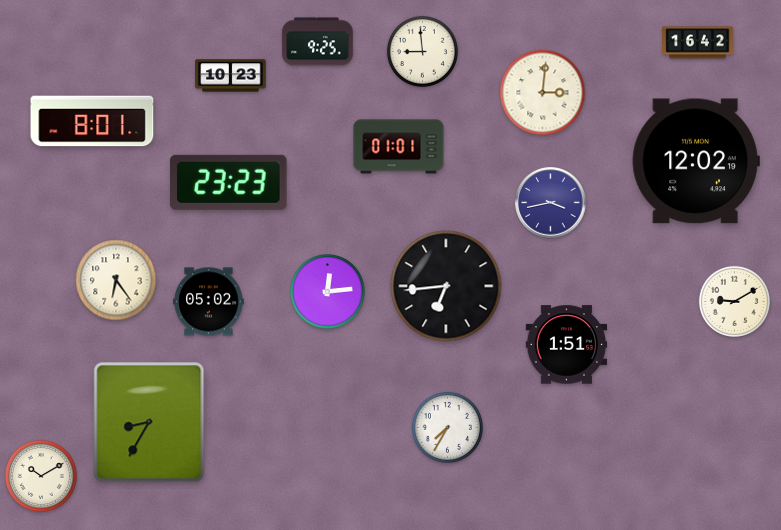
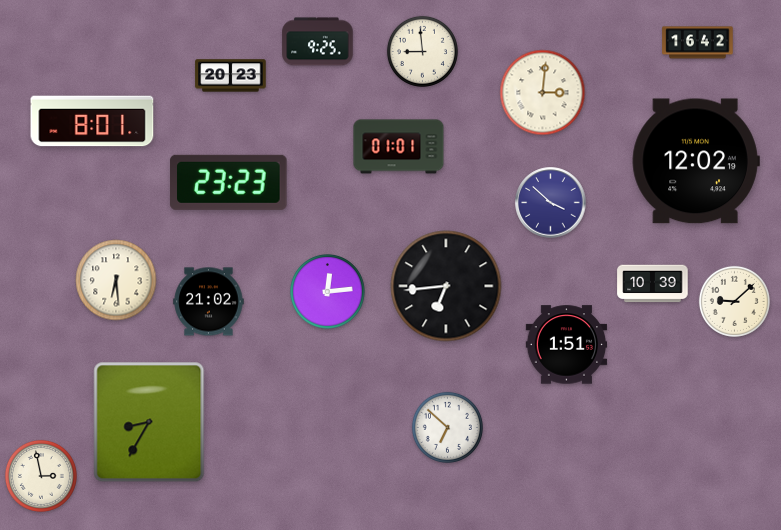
clock at (231, 76): 10:23 -> 20:23
clock at (551, 203): 3:43 -> 3:52
clock at (116, 280): 6:24 -> 6:29
clock at (653, 284): none -> 10:39
clock at (734, 301): 9:10 -> 9:08
clock at (209, 302): 05:02 -> 21:02
clock at (447, 427): 7:35 -> 6:52
clock at (41, 476): 10:10 -> 2:58
